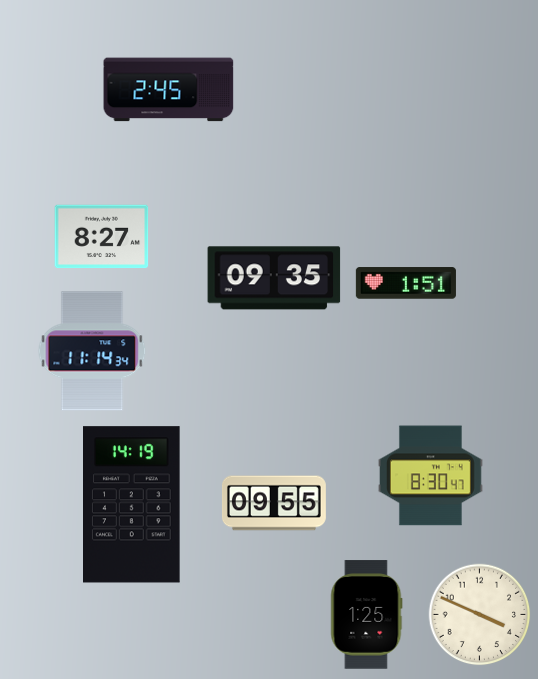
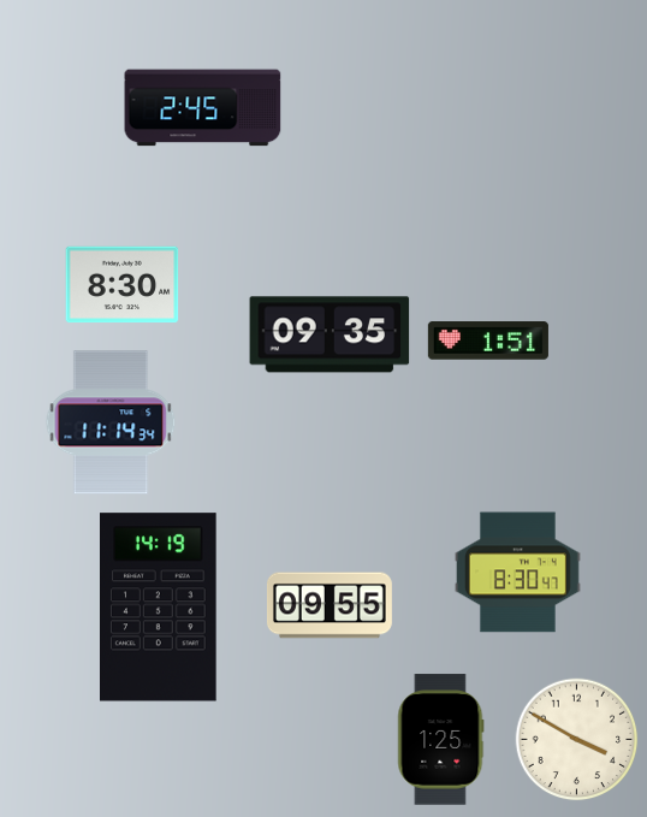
clock at (102, 237): 8:27 -> 8:30
clock at (480, 615): 3:49 -> 3:50
